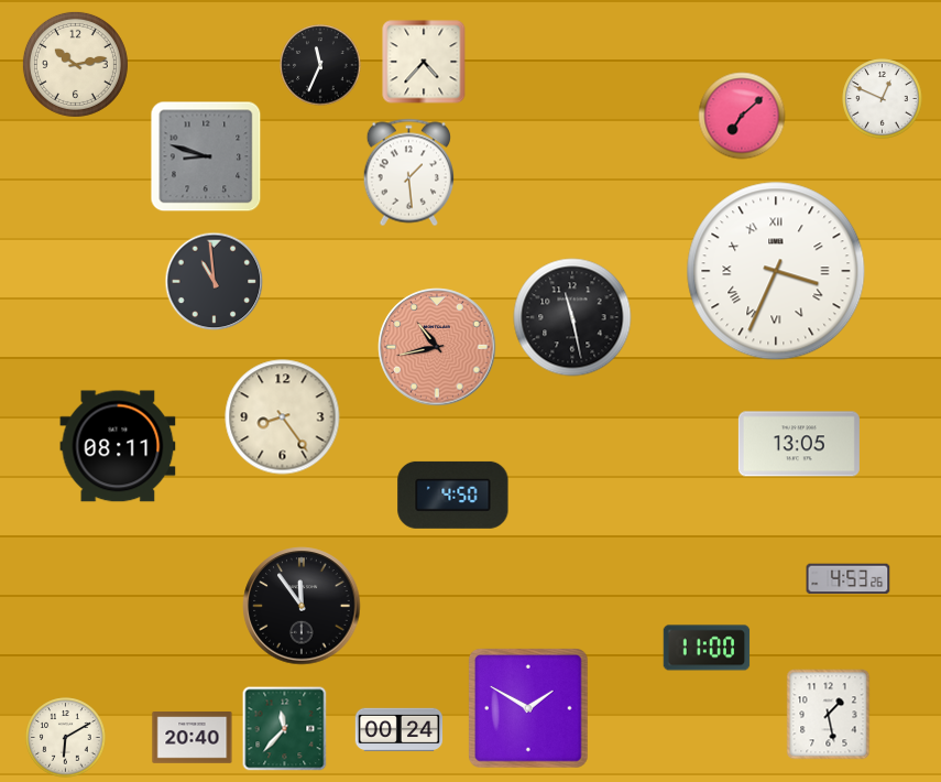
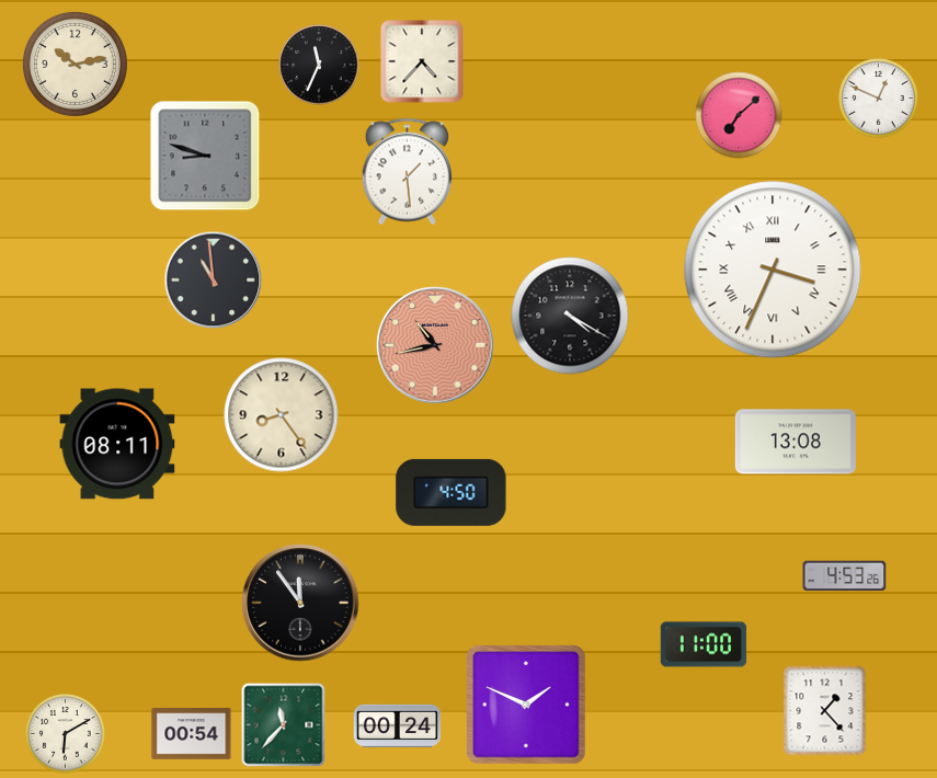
clock at (572, 317): 11:28 -> 4:20
clock at (799, 444): 13:05 -> 13:08
clock at (529, 709): 1:50 -> 1:49
clock at (829, 715): 1:28 -> 1:23
clock at (193, 738): 20:40 -> 00:54
